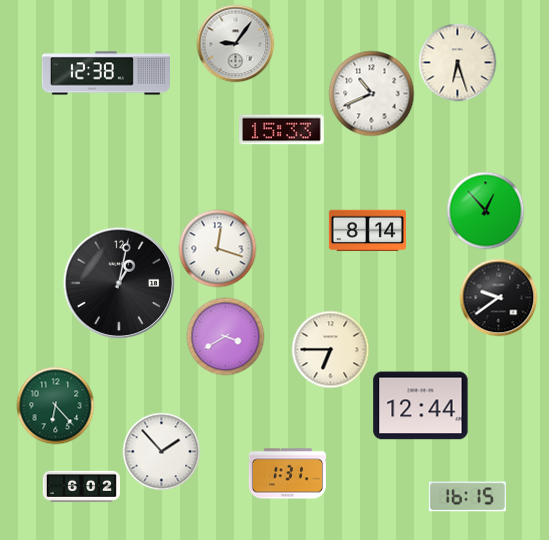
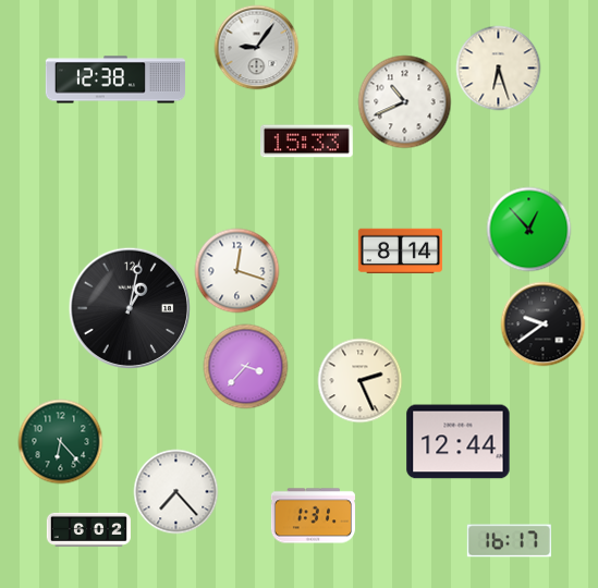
clock at (225, 336): 3:40 -> 3:37
clock at (330, 349): 6:45 -> 2:26
clock at (161, 451): 1:53 -> 7:23
clock at (467, 497): 16:15 -> 16:17
